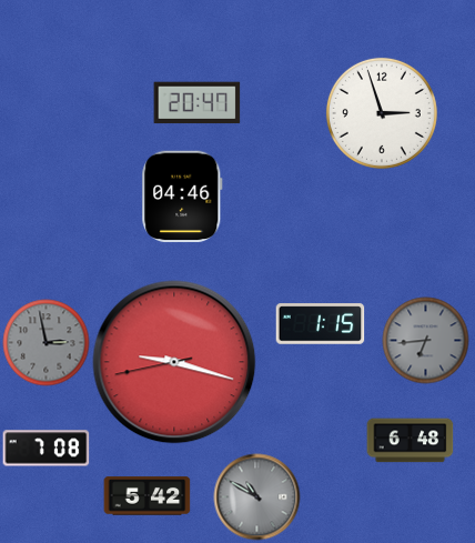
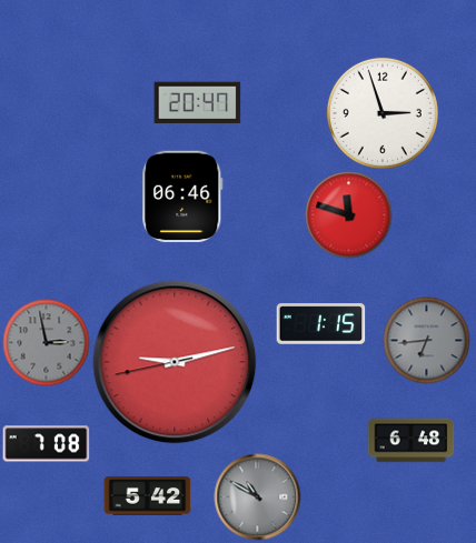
clock at (182, 197): 04:46 -> 06:46
clock at (348, 214): none -> 11:48
clock at (174, 362): 9:17 -> 9:12
clock at (46, 449) position: (46, 449) -> (46, 444)
